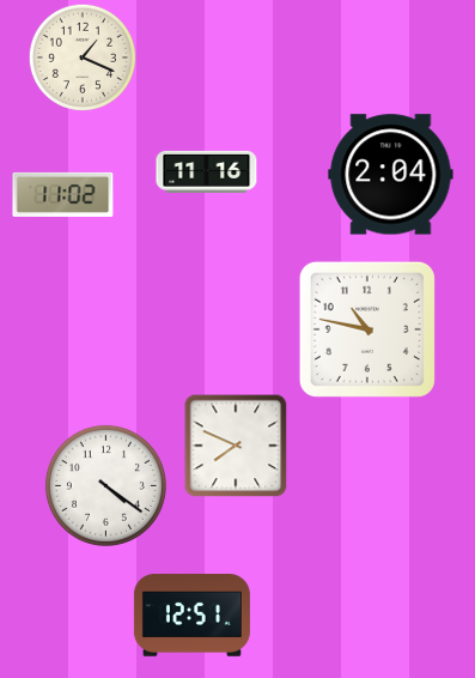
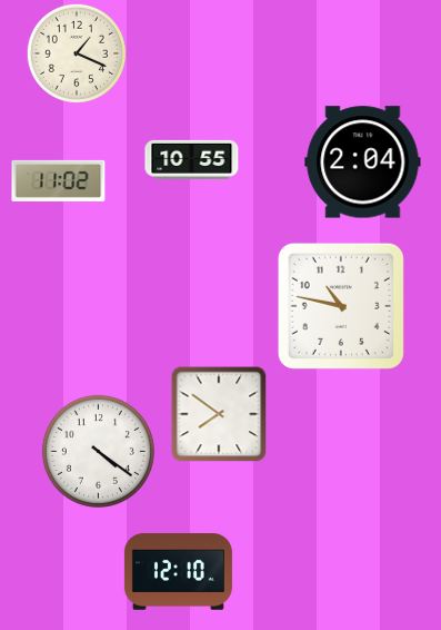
clock at (207, 171): 11:16 -> 10:55
clock at (236, 446): 7:49 -> 7:51
clock at (191, 616): 12:51 -> 12:10
